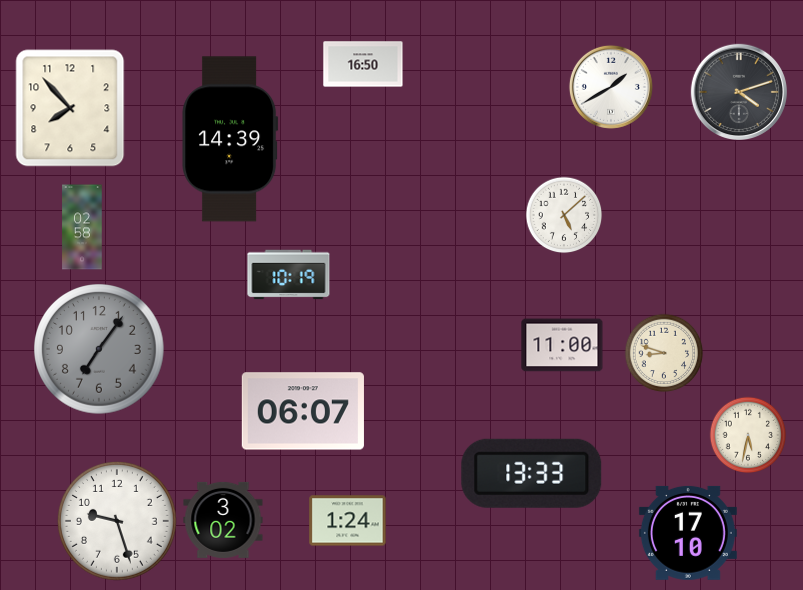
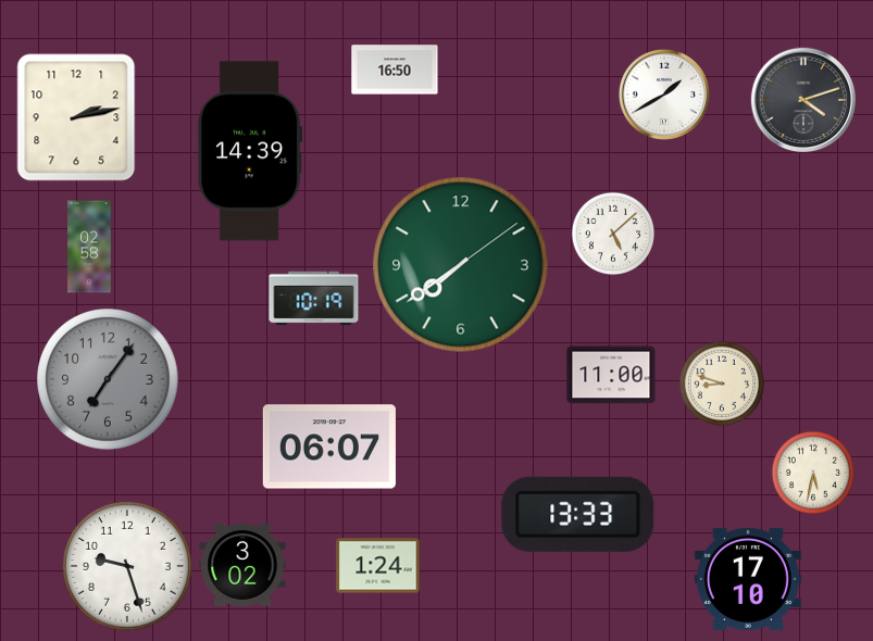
clock at (70, 108): 7:53 -> 2:13
clock at (461, 265): none -> 7:39
